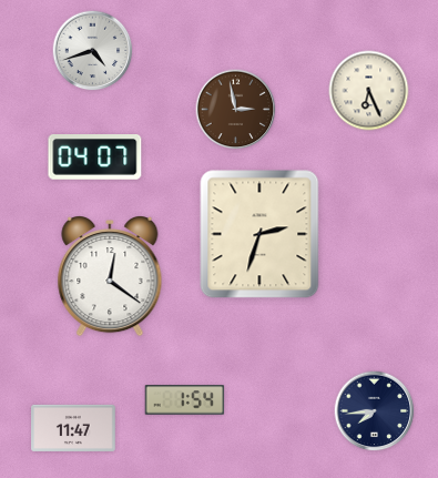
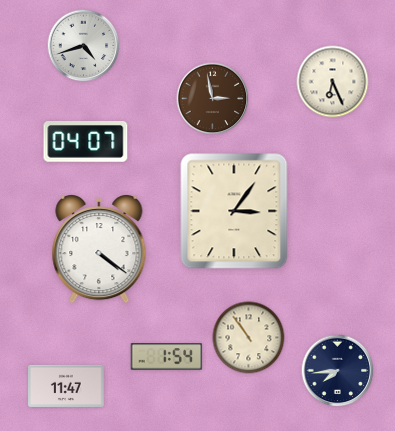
clock at (259, 234): 2:33 -> 3:06
clock at (110, 277): 12:21 -> 4:21
clock at (249, 338): none -> 10:54
clock at (185, 400) position: (185, 400) -> (167, 357)
